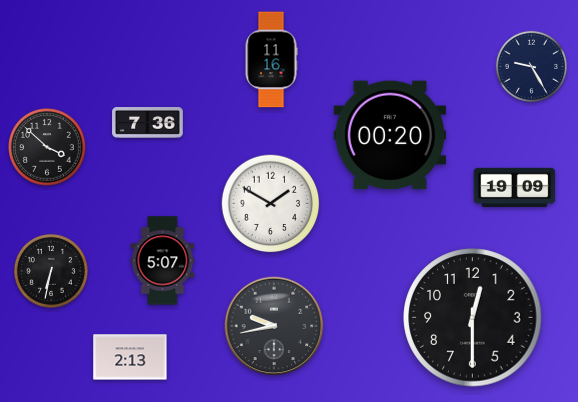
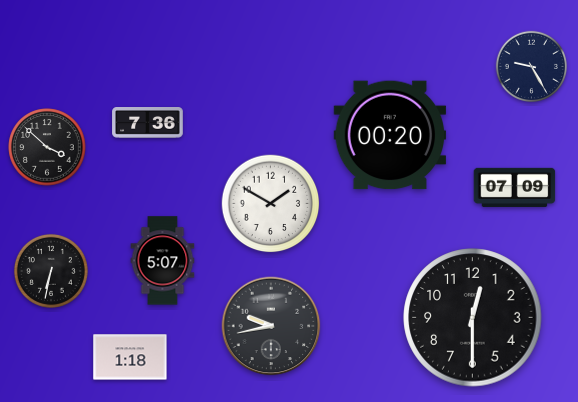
clock at (271, 60): 11:16 -> none
clock at (515, 187): 19:09 -> 07:09
clock at (274, 326) position: (274, 326) -> (271, 326)
clock at (130, 357): 2:13 -> 1:18
